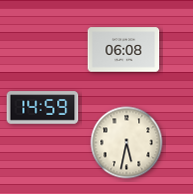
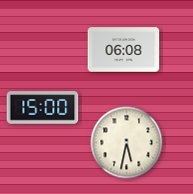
clock at (43, 108): 14:59 -> 15:00
